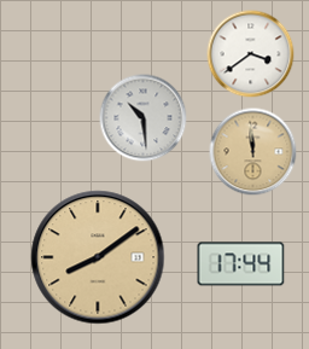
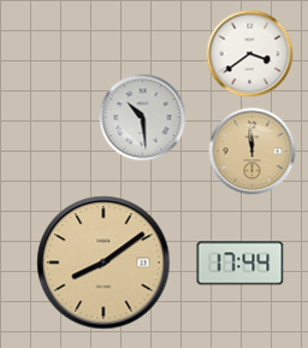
clock at (98, 257) position: (98, 257) -> (103, 263)
